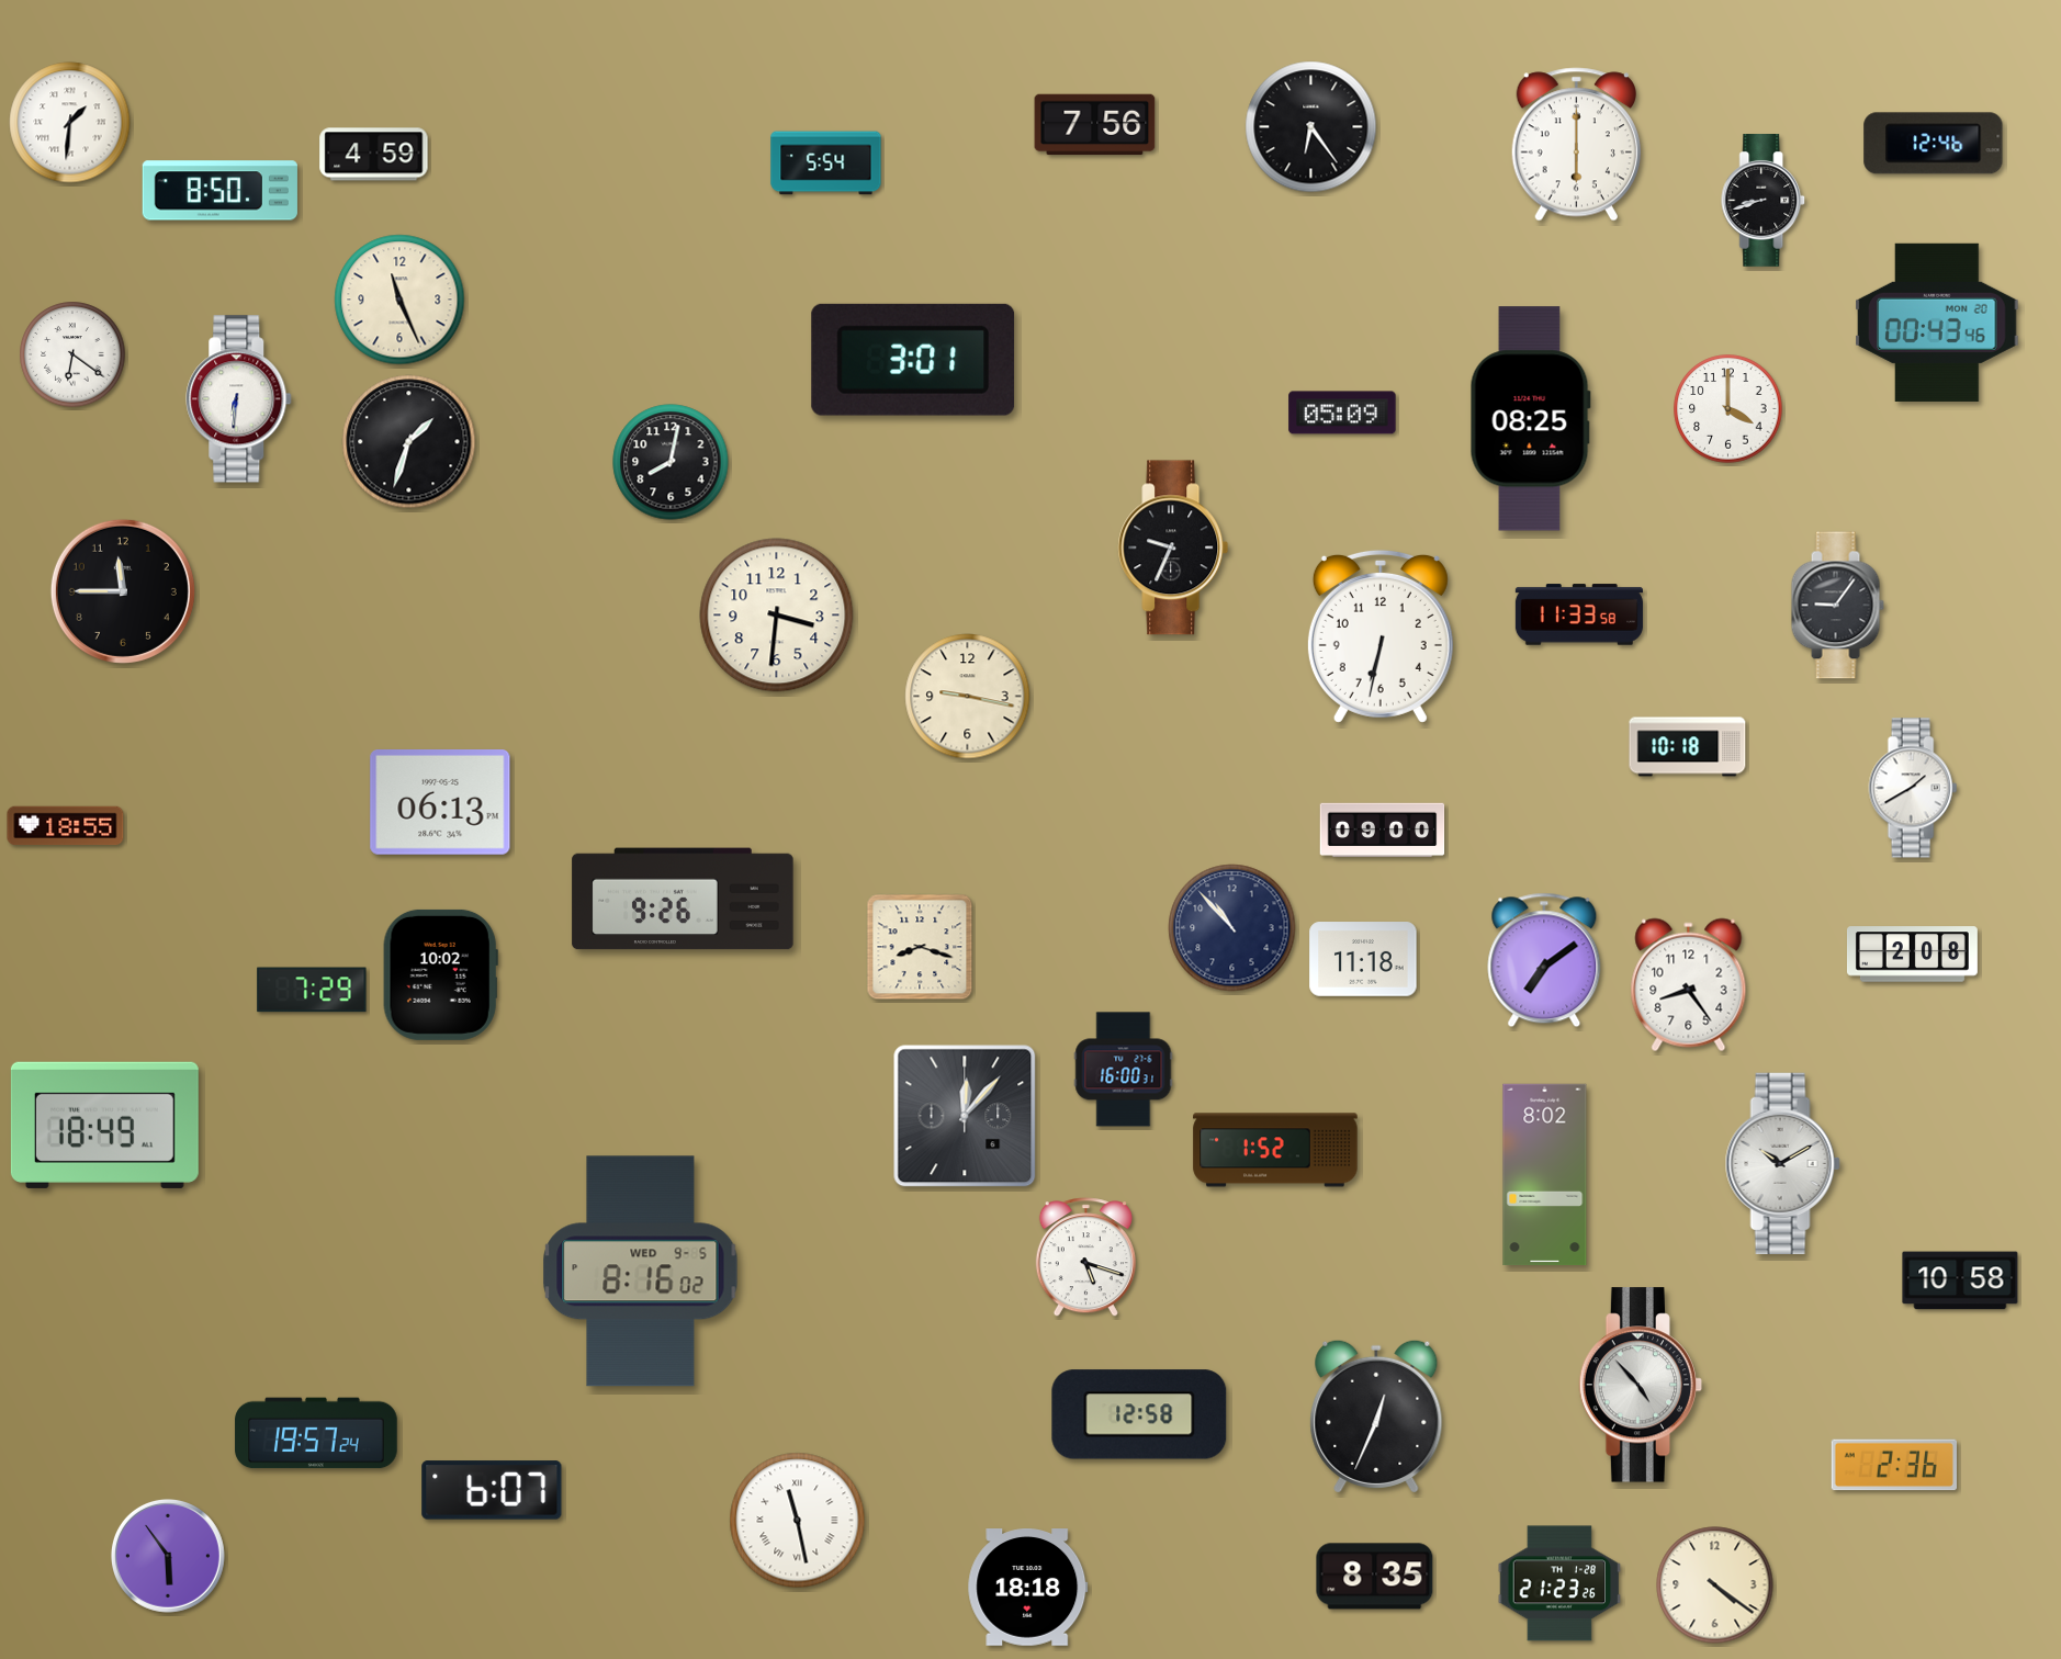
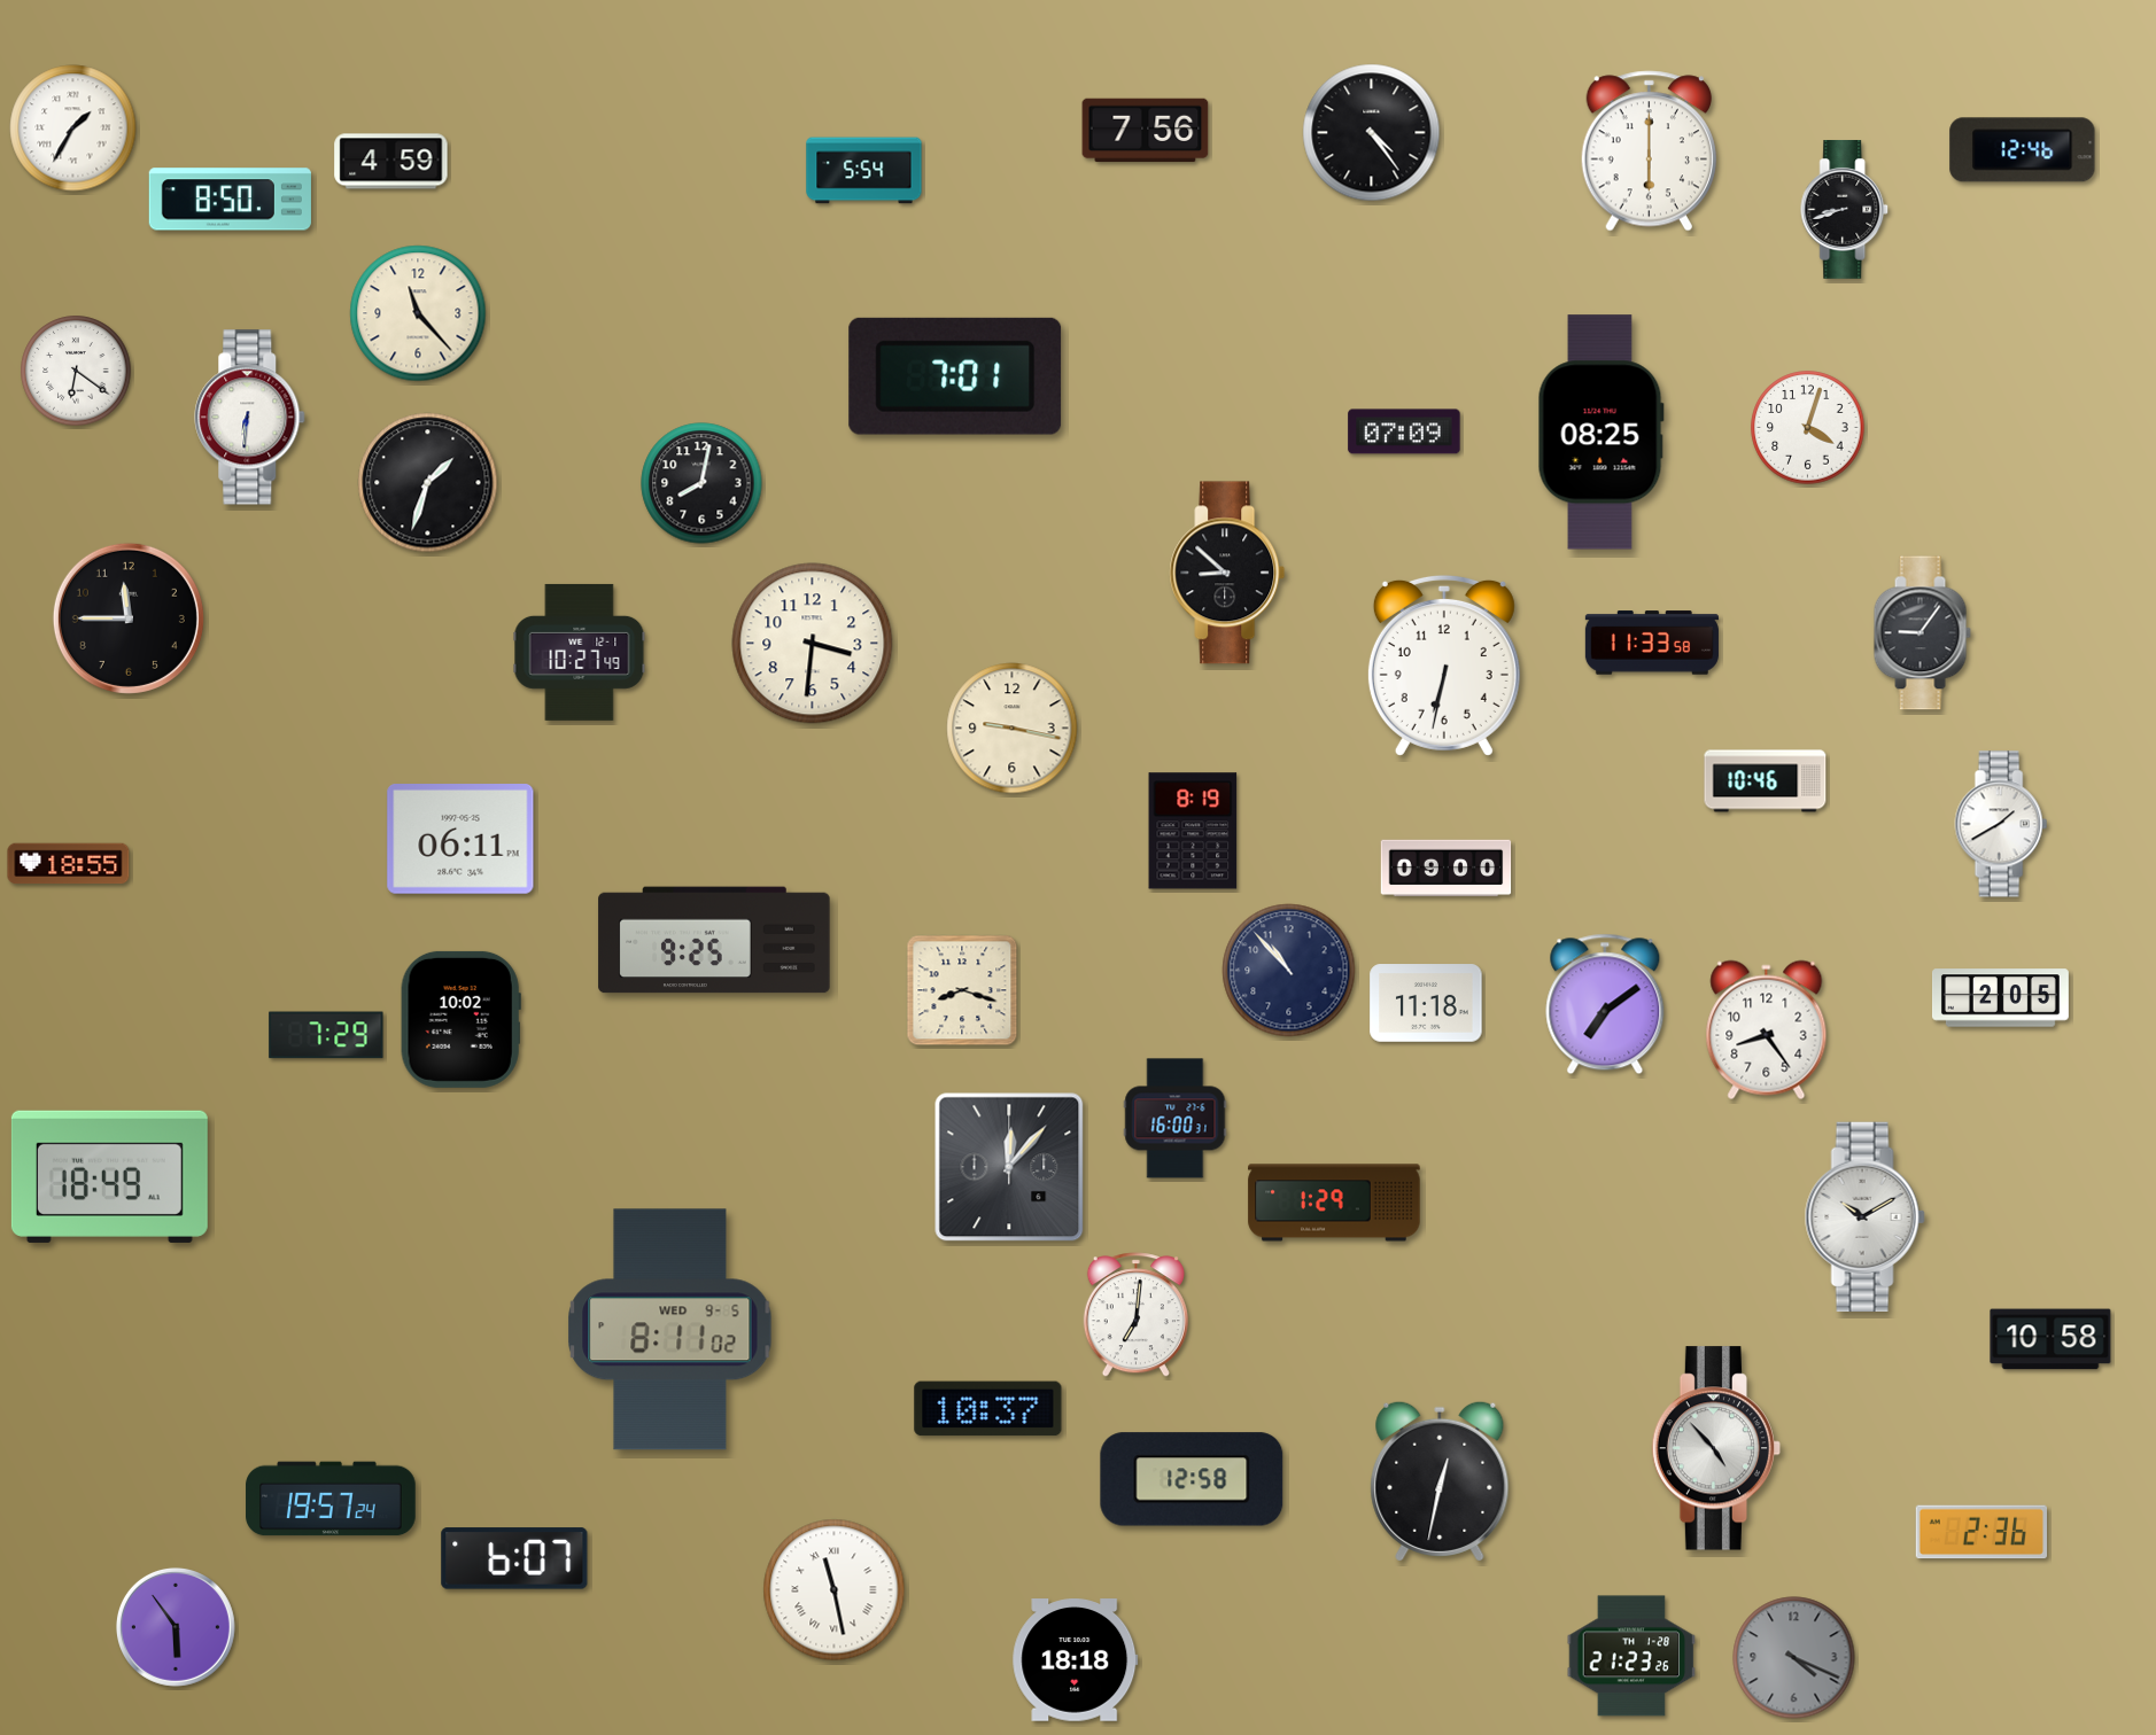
clock at (70, 123): 1:31 -> 1:35
clock at (1311, 127): 6:24 -> 4:24
clock at (399, 300): 11:26 -> 11:23
clock at (1937, 323): 00:43 -> none
clock at (913, 360): 3:01 -> 7:01
clock at (1728, 409): 4:00 -> 4:03
clock at (1342, 413): 05:09 -> 07:09
clock at (1530, 419) position: (1530, 419) -> (1600, 433)
clock at (409, 442) position: (409, 442) -> (428, 483)
clock at (1173, 548): 9:34 -> 8:52
clock at (580, 652): none -> 10:27
clock at (1688, 747): 10:18 -> 10:46
clock at (1193, 831): none -> 8:19
clock at (440, 803): 06:13 -> 06:11
clock at (683, 899): 9:26 -> 9:25
clock at (1912, 955): 2:08 -> 2:05
clock at (1544, 960) position: (1544, 960) -> (1605, 1004)
clock at (1275, 1150): 1:52 -> 1:29
clock at (1545, 1175): 8:02 -> none
clock at (1085, 1257): 5:18 -> 7:01
clock at (641, 1272): 8:16 -> 8:11
clock at (988, 1409): none -> 10:37
clock at (1376, 1417): 12:34 -> 12:32
clock at (1375, 1577): 8:35 -> none
clock at (1715, 1585): 4:21 -> 4:19
clock at (1715, 1585) dial: cream -> grey
